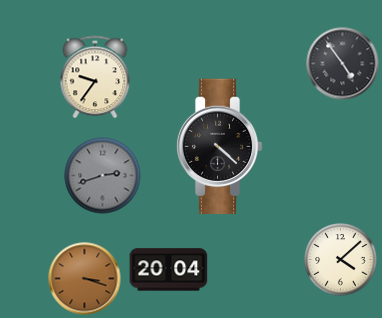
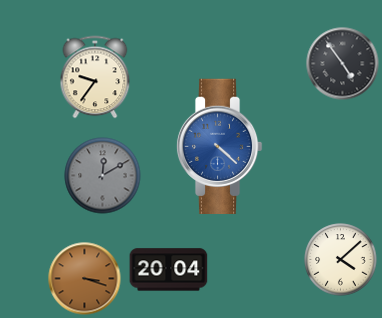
clock at (219, 146) dial: black -> blue
clock at (103, 176): 2:42 -> 12:10
